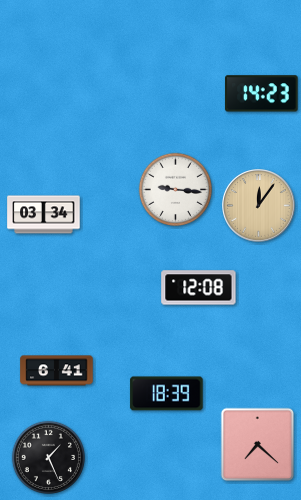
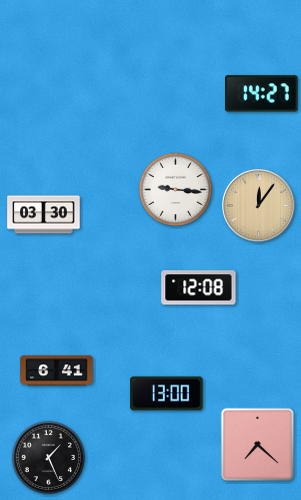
clock at (262, 94): 14:23 -> 14:27
clock at (44, 215): 03:34 -> 03:30
clock at (167, 394): 18:39 -> 13:00
